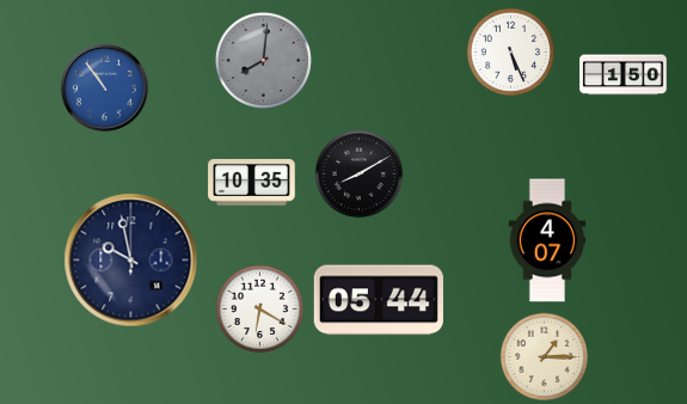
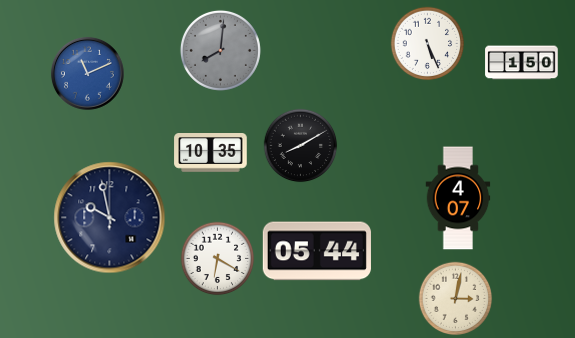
clock at (104, 87): 10:54 -> 11:11
clock at (547, 240) position: (547, 240) -> (458, 198)
clock at (545, 357): 1:15 -> 3:02
